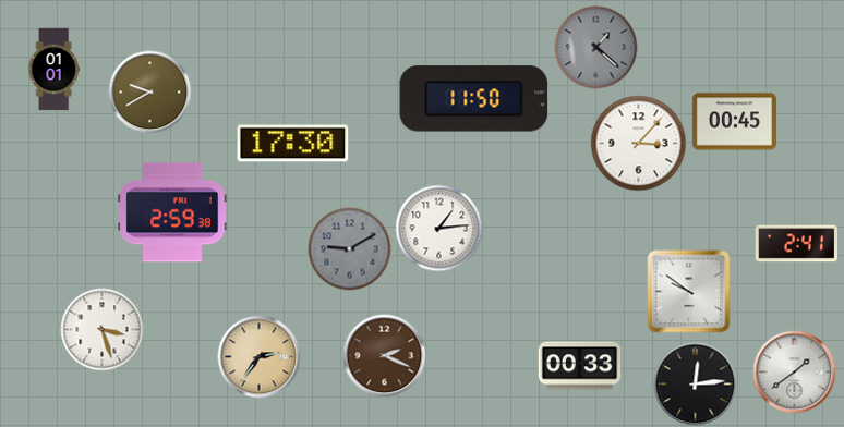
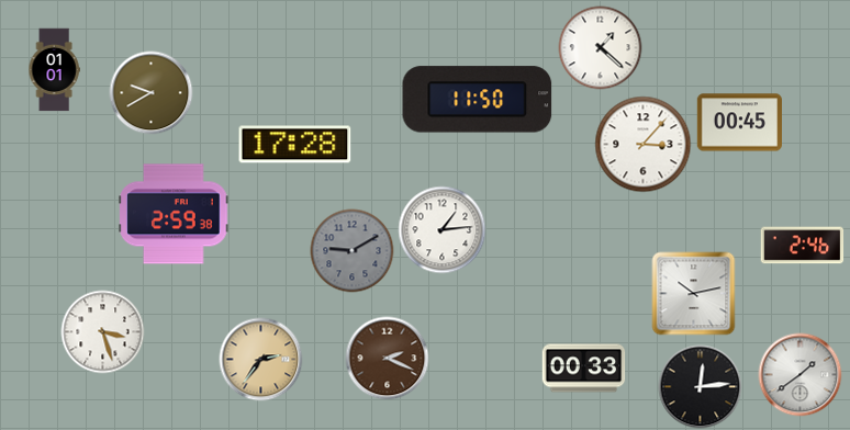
clock at (596, 48) dial: grey -> white
clock at (293, 144): 17:30 -> 17:28
clock at (797, 244): 2:41 -> 2:46
clock at (689, 292): 9:51 -> 10:13
